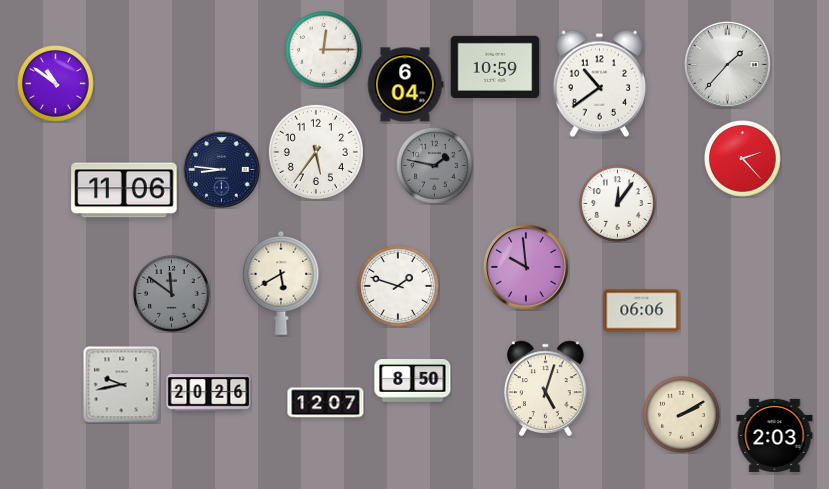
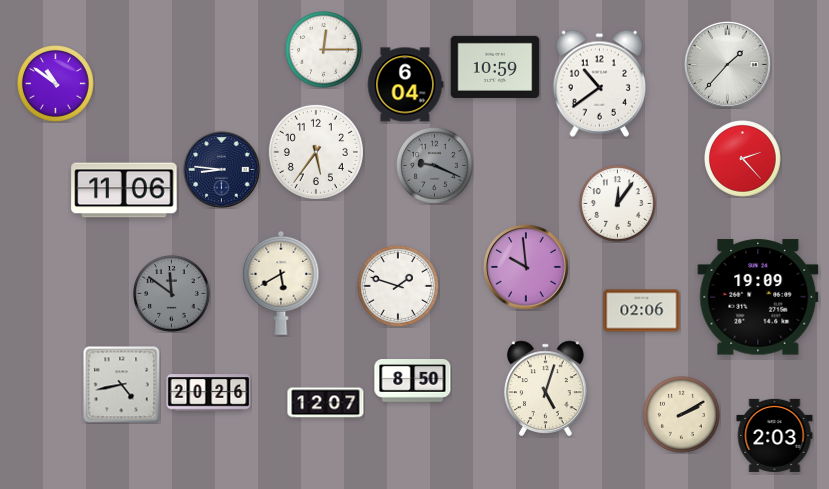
clock at (435, 166): 1:47 -> 9:19
clock at (758, 297): none -> 19:09
clock at (642, 311): 06:06 -> 02:06
clock at (122, 385): 9:43 -> 4:43
